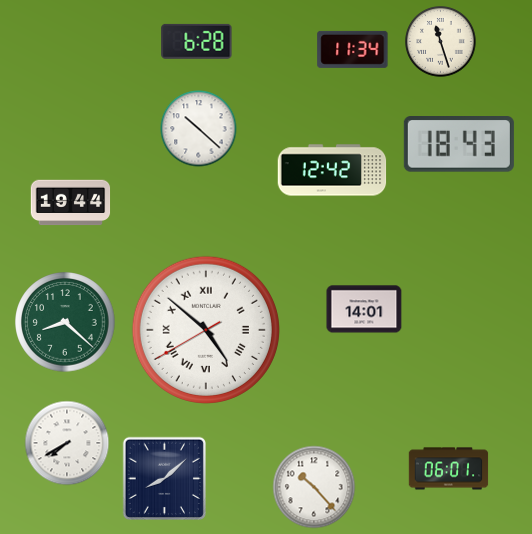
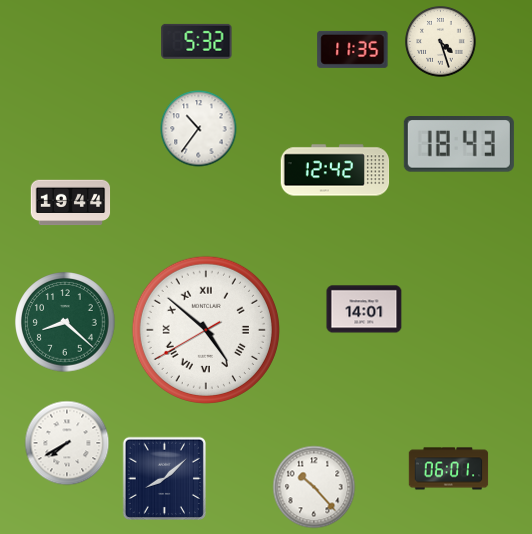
clock at (197, 41): 6:28 -> 5:32
clock at (441, 42): 11:27 -> 4:27
clock at (353, 49): 11:34 -> 11:35
clock at (199, 129): 10:22 -> 10:36
clock at (332, 170) position: (332, 170) -> (335, 170)
